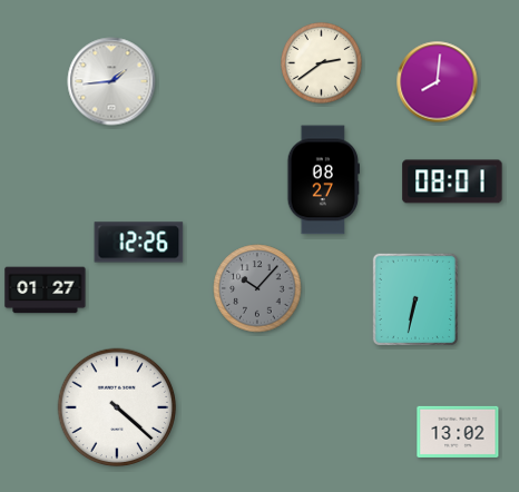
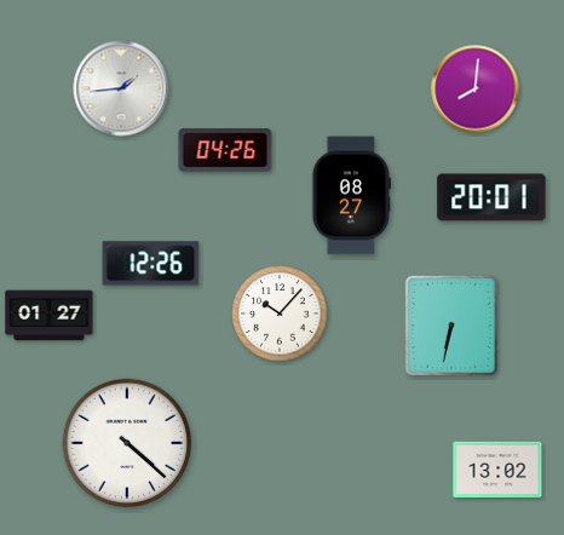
clock at (322, 63): 2:39 -> none
clock at (225, 150): none -> 04:26
clock at (452, 181): 08:01 -> 20:01
clock at (257, 288) dial: grey -> white
